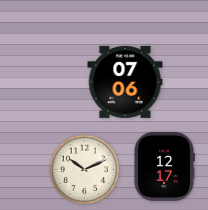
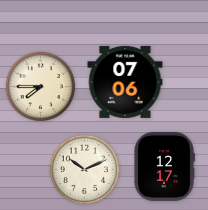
clock at (41, 87): none -> 7:45
